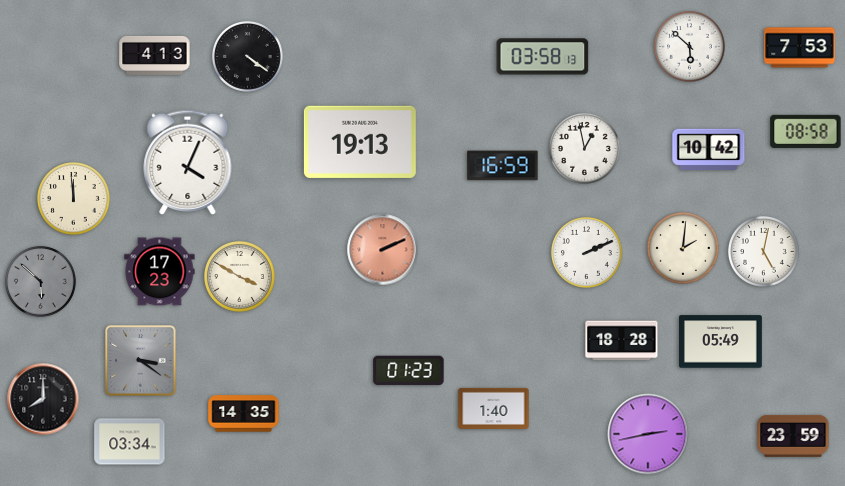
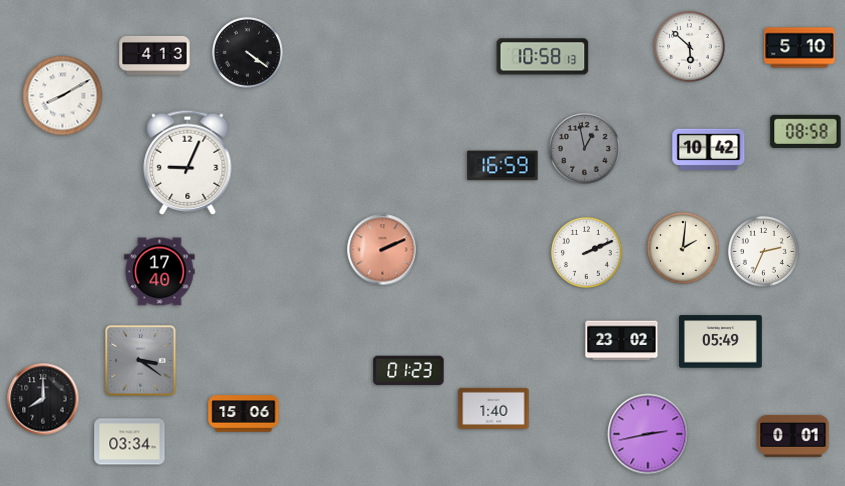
clock at (800, 48): 7:53 -> 5:10
clock at (247, 56) position: (247, 56) -> (247, 52)
clock at (543, 57): 03:58 -> 10:58
clock at (63, 96): none -> 8:10
clock at (360, 142): 19:13 -> none
clock at (584, 148) dial: white -> grey
clock at (188, 162): 4:04 -> 9:04
clock at (74, 199): 11:59 -> none
clock at (763, 251): 5:02 -> 2:34
clock at (160, 272): 17:23 -> 17:40
clock at (239, 276): 3:50 -> none
clock at (40, 281): 5:52 -> none
clock at (622, 341): 18:28 -> 23:02
clock at (244, 414): 14:35 -> 15:06
clock at (793, 436): 23:59 -> 0:01
